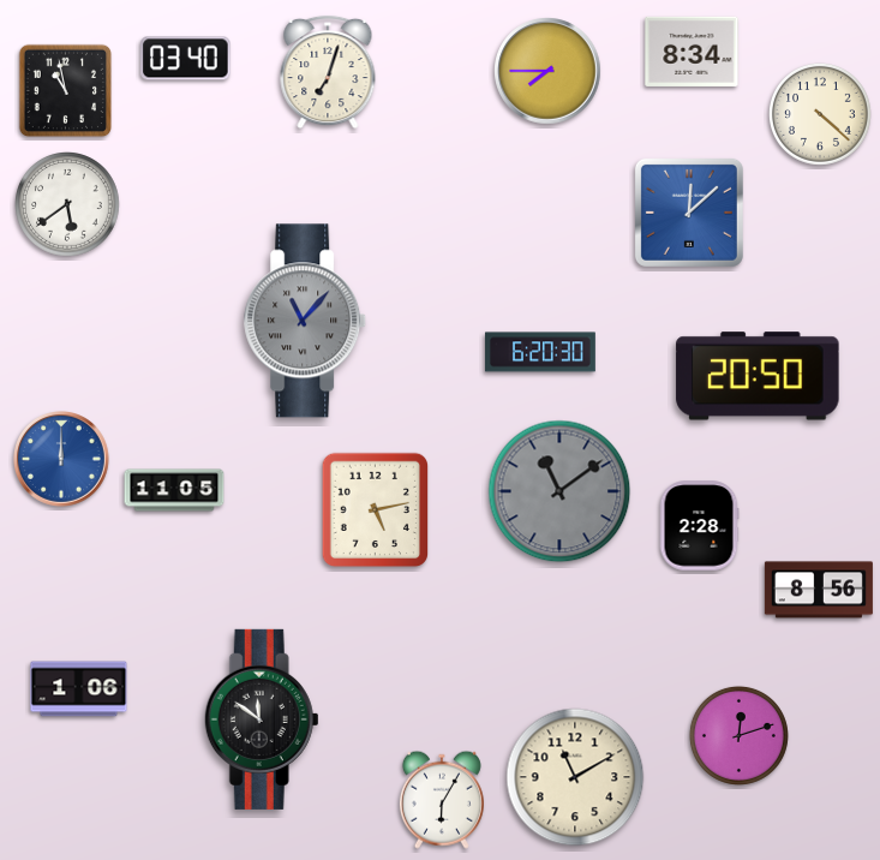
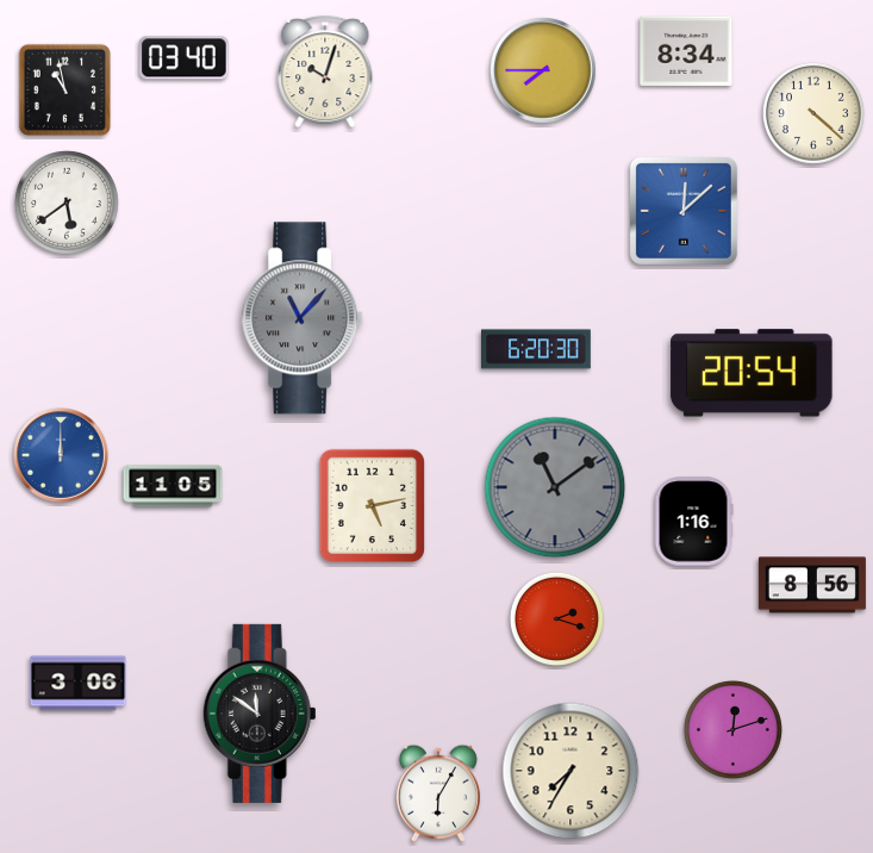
clock at (328, 72): 7:03 -> 10:03
clock at (758, 376): 20:50 -> 20:54
clock at (699, 526): 2:28 -> 1:16
clock at (556, 618): none -> 2:18
clock at (79, 689): 1:06 -> 3:06
clock at (575, 777): 11:10 -> 7:35
